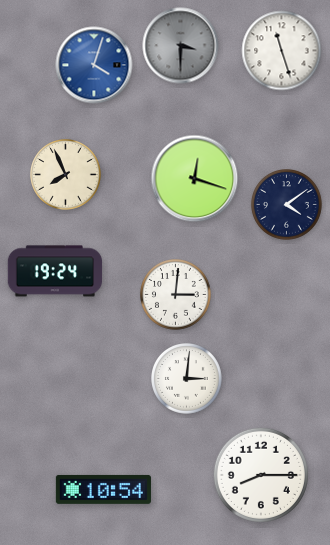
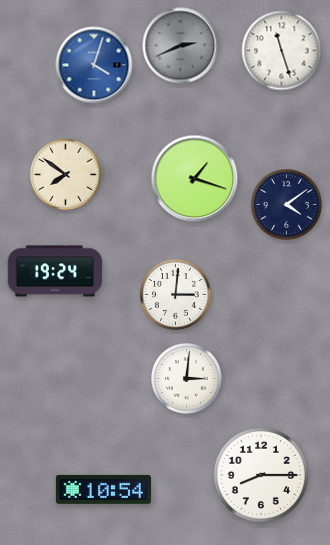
clock at (181, 46): 3:30 -> 2:41
clock at (66, 175): 7:56 -> 7:51
clock at (195, 179): 12:18 -> 1:18
